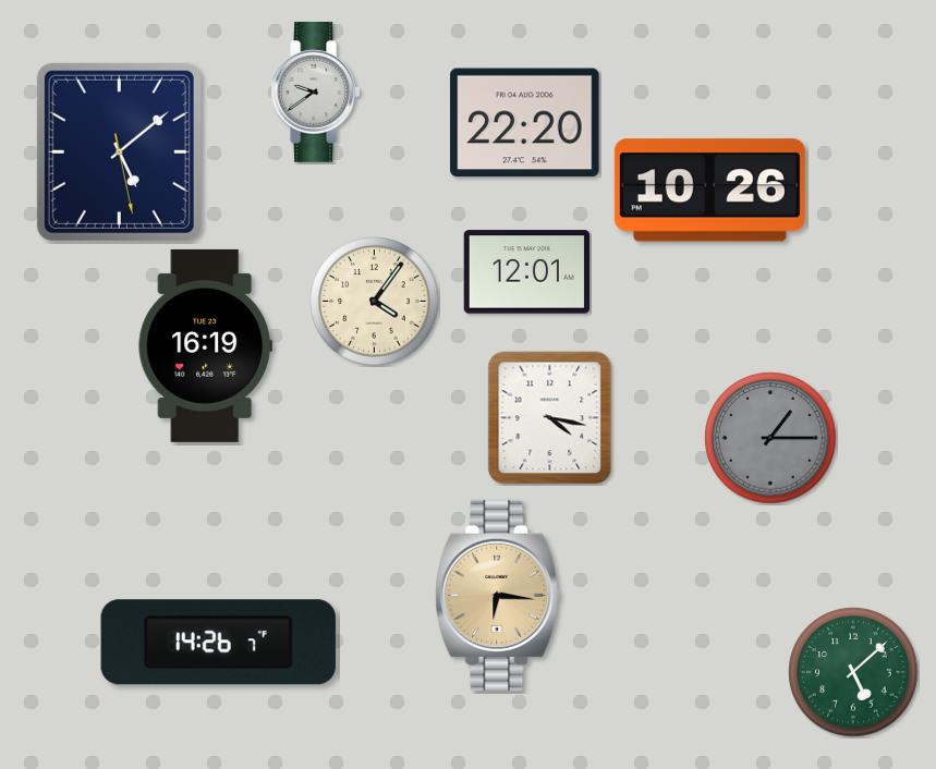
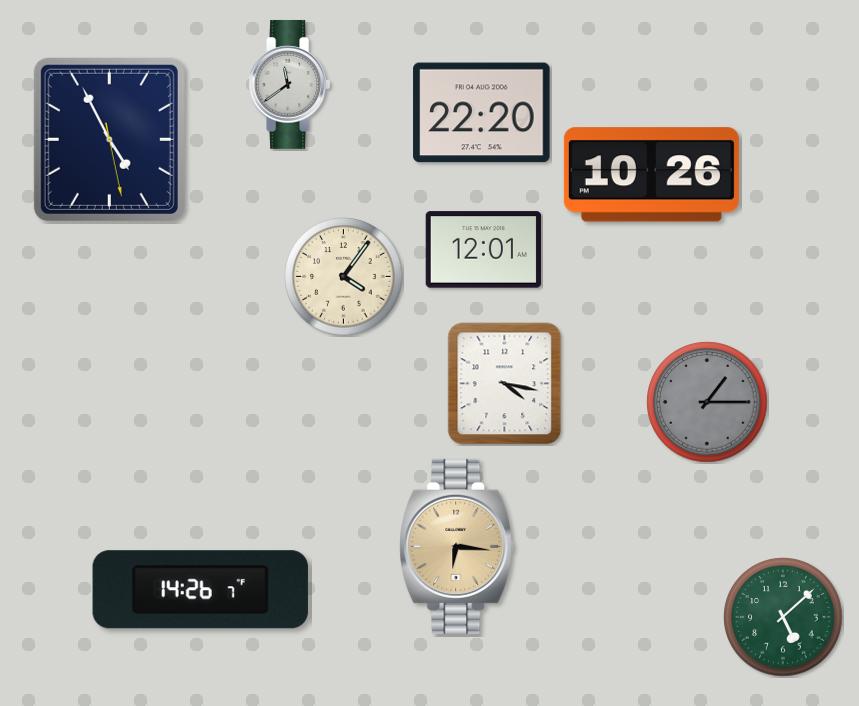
clock at (316, 91): 9:39 -> 11:39
clock at (119, 151): 5:08 -> 4:55
clock at (205, 345): 16:19 -> none
